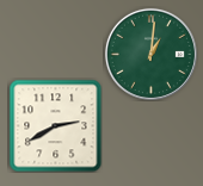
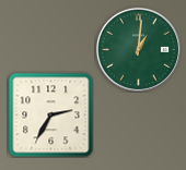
clock at (55, 125): 2:40 -> 2:35
